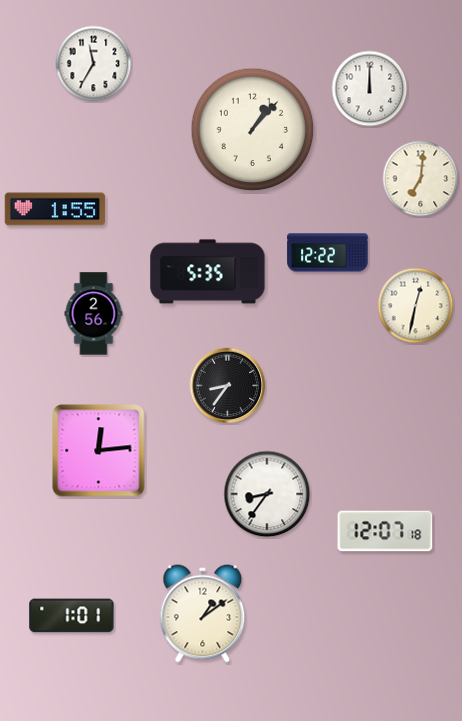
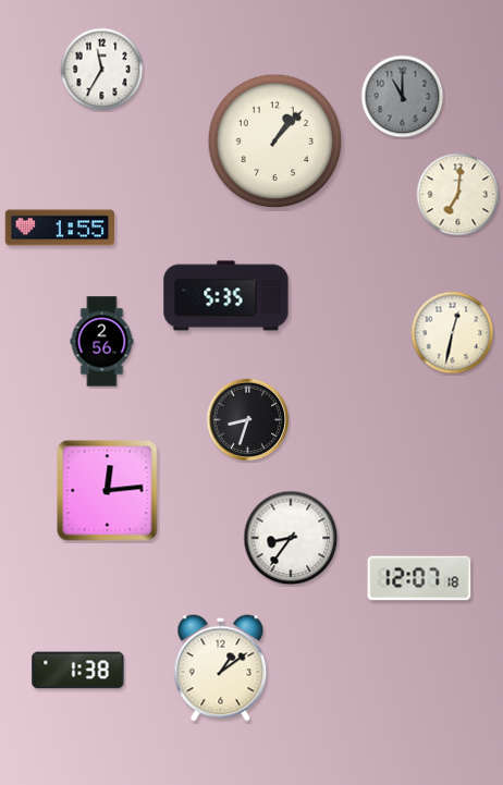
clock at (370, 89): 12:00 -> 11:00
clock at (370, 89) dial: white -> grey
clock at (328, 253): 12:22 -> none
clock at (228, 386): 8:36 -> 8:33
clock at (72, 616): 1:01 -> 1:38
